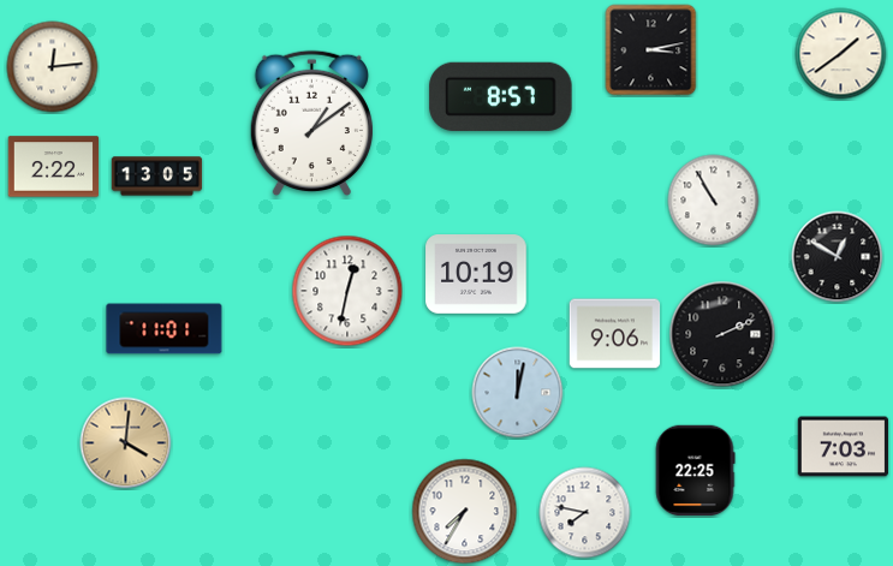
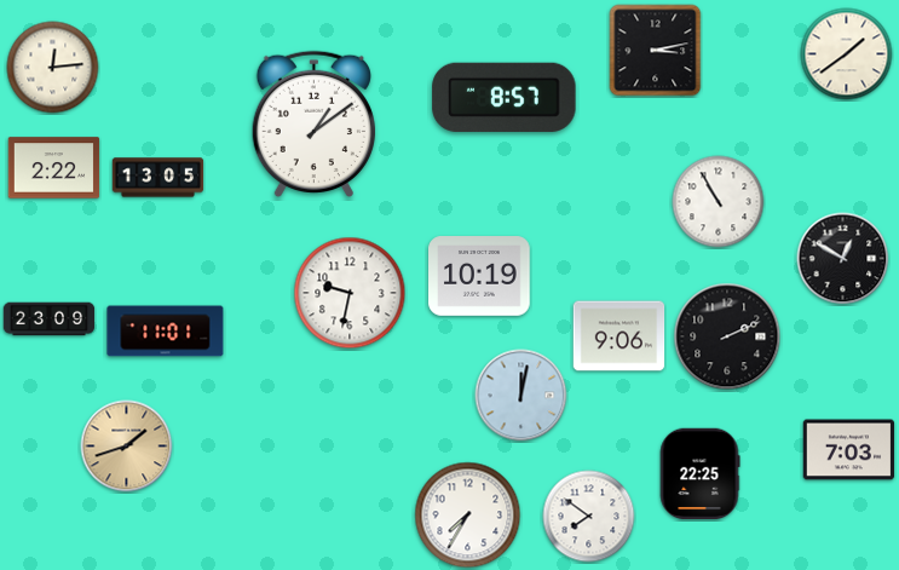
clock at (347, 291): 12:32 -> 9:32
clock at (50, 319): none -> 23:09
clock at (126, 443): 4:01 -> 1:42
clock at (585, 513): 7:47 -> 7:51
